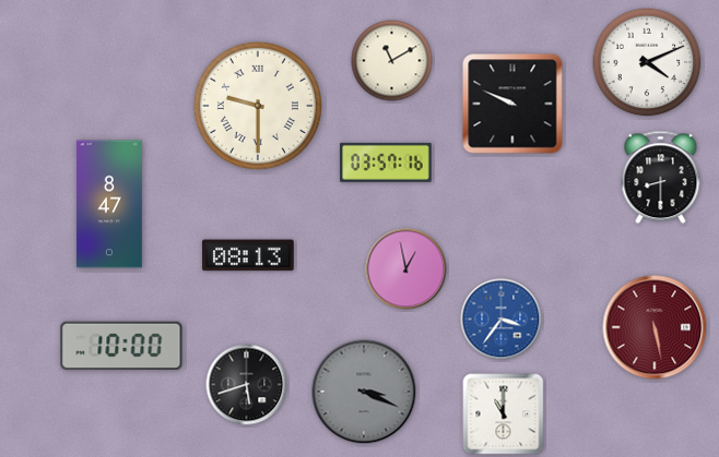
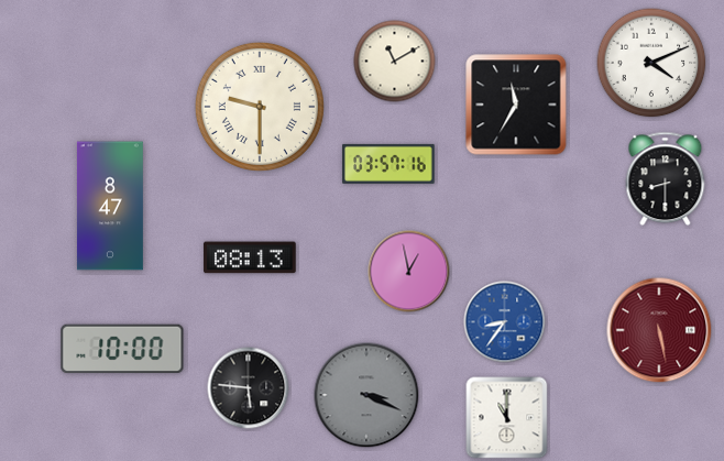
clock at (512, 104): 9:49 -> 11:35
clock at (502, 320): 3:36 -> 8:36
clock at (247, 385): 5:42 -> 5:46
